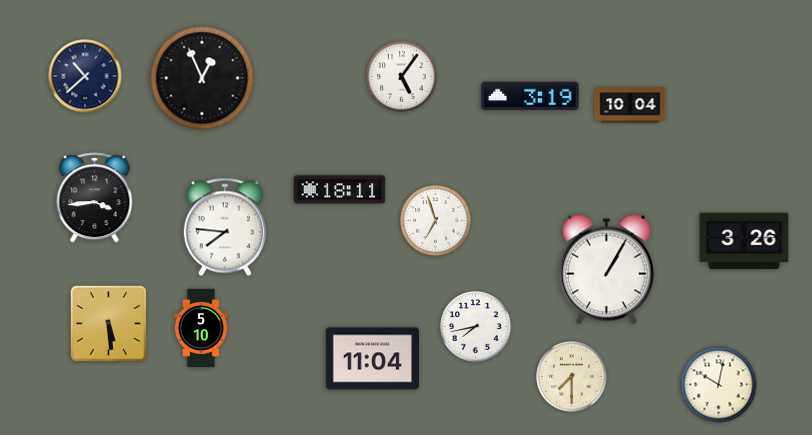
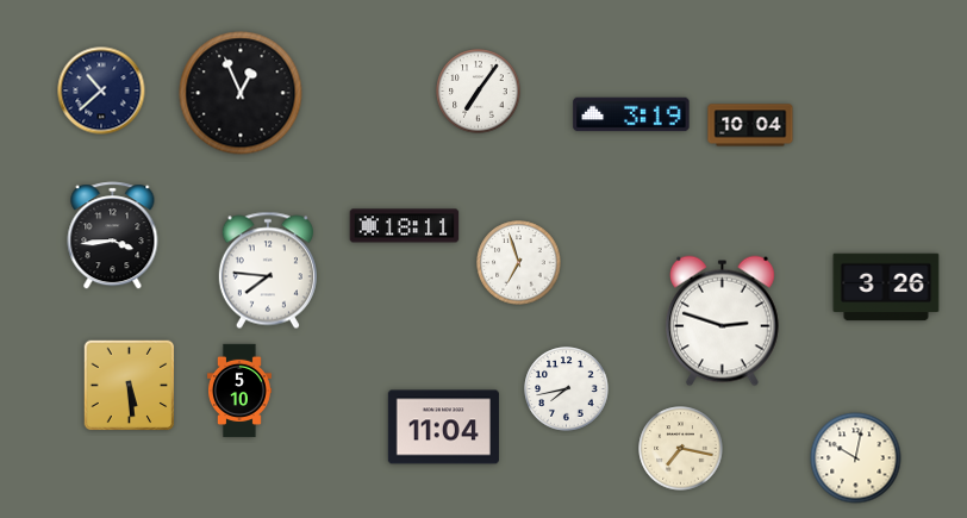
clock at (402, 77): 5:06 -> 7:06
clock at (606, 270): 1:05 -> 2:48
clock at (572, 377): 7:30 -> 7:17
